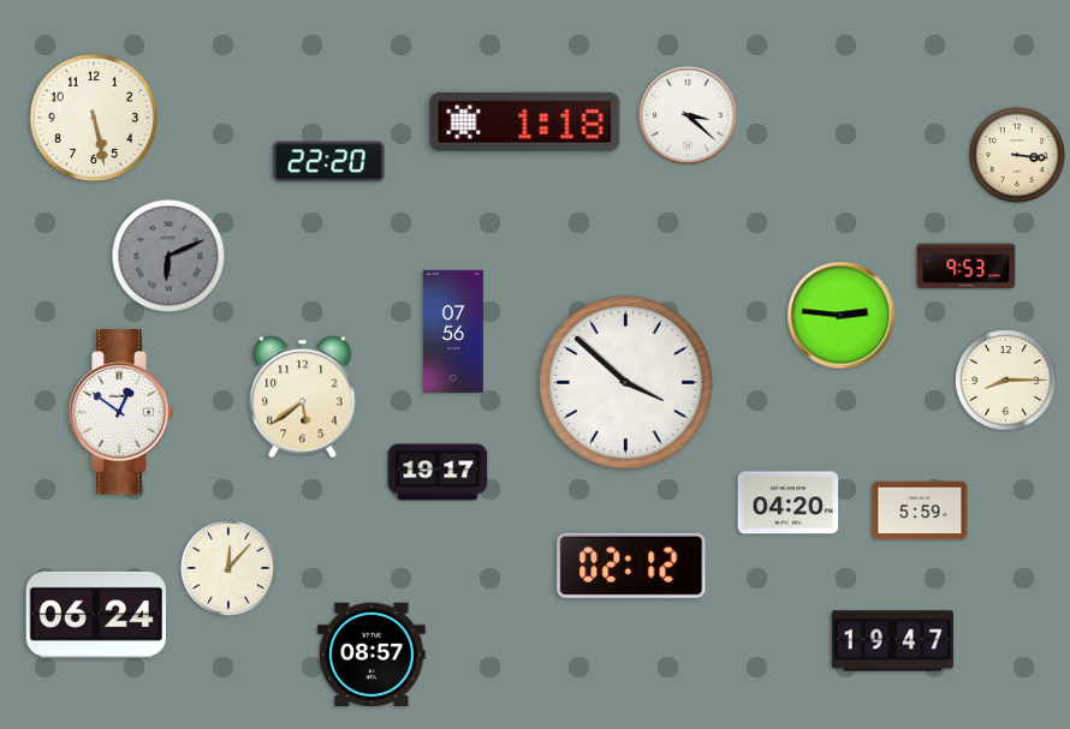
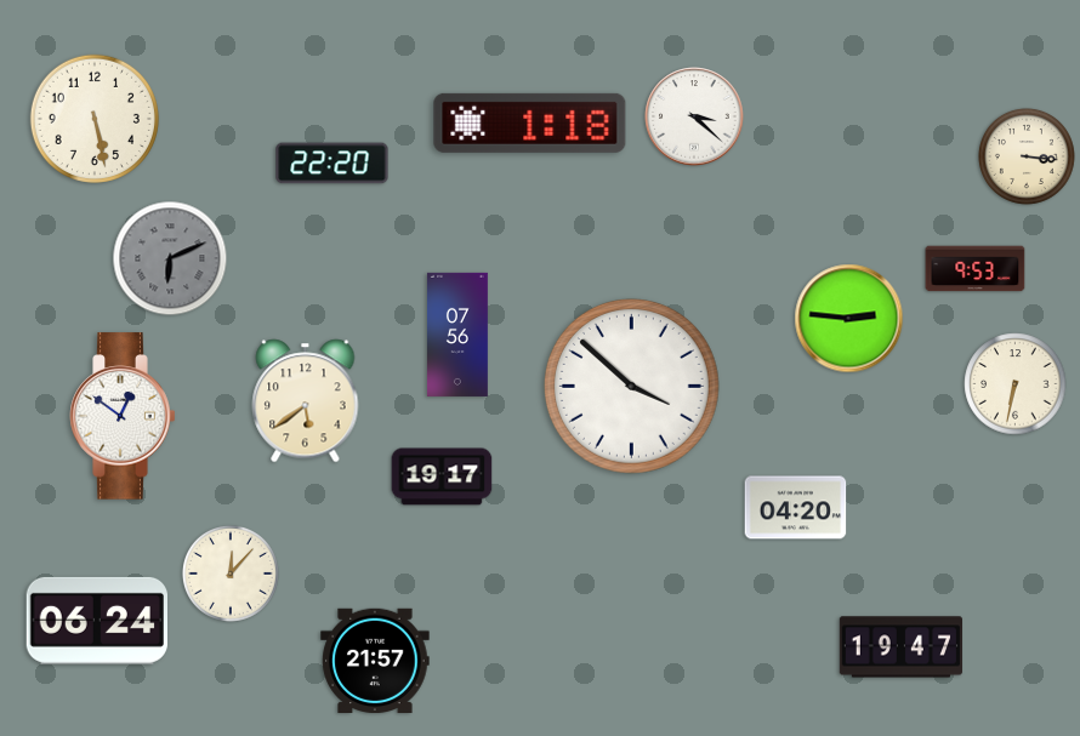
clock at (1006, 381): 8:15 -> 6:32
clock at (920, 510): 5:59 -> none
clock at (631, 566): 02:12 -> none
clock at (371, 653): 08:57 -> 21:57
